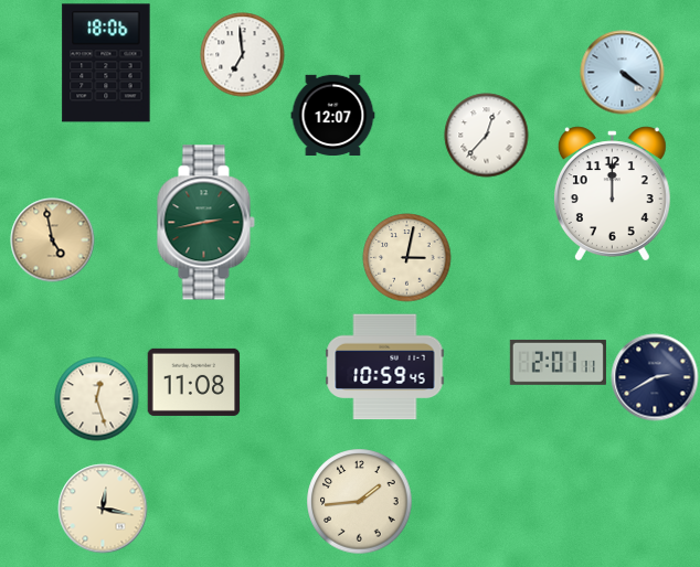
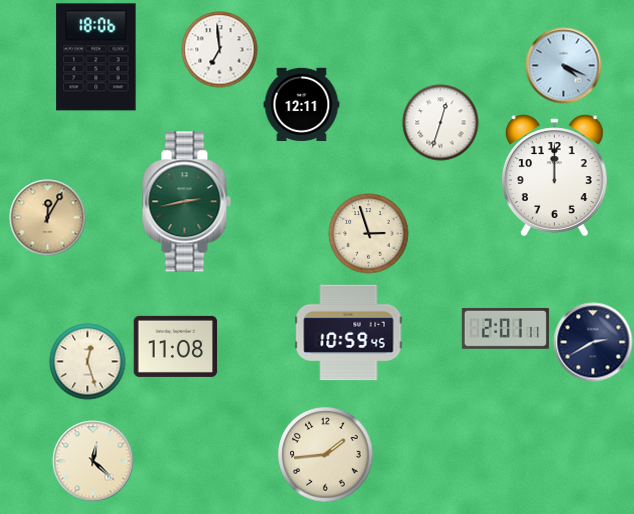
clock at (623, 73): 4:21 -> 4:19
clock at (333, 115): 12:07 -> 12:11
clock at (487, 136): 12:37 -> 12:33
clock at (53, 240): 4:58 -> 12:05
clock at (407, 258): 3:02 -> 2:57
clock at (103, 509): 12:17 -> 12:22
